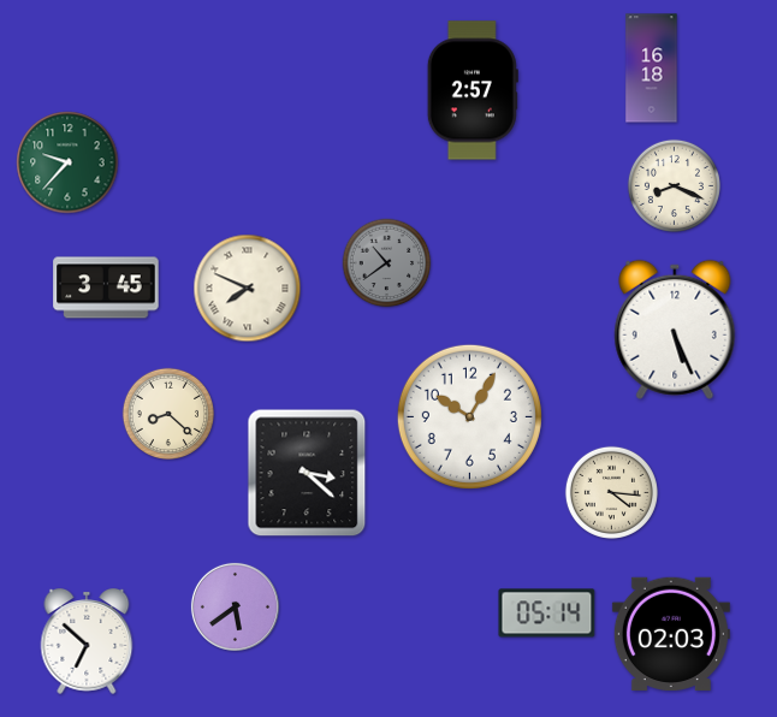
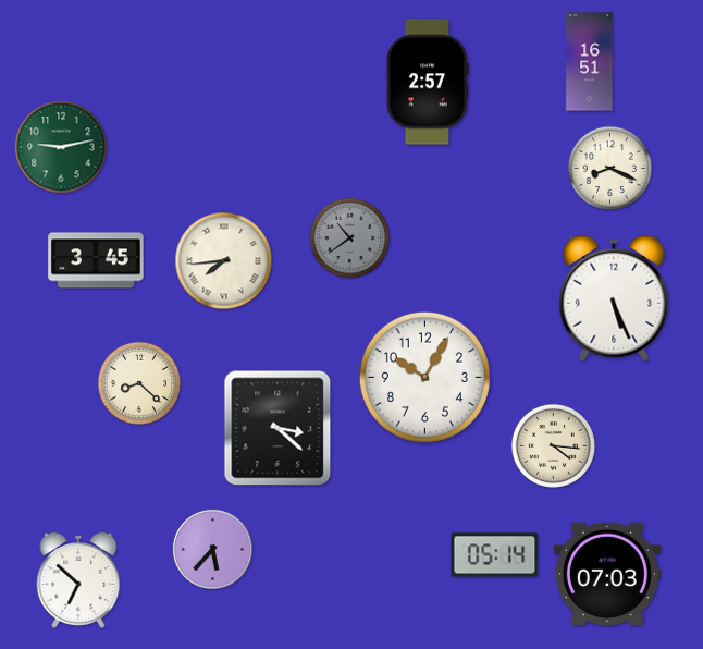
clock at (652, 69): 16:18 -> 16:51
clock at (67, 162): 9:37 -> 9:13
clock at (248, 289): 7:49 -> 7:44
clock at (675, 330) position: (675, 330) -> (614, 298)
clock at (167, 413) position: (167, 413) -> (138, 382)
clock at (235, 606): 5:39 -> 5:37
clock at (671, 633): 02:03 -> 07:03
